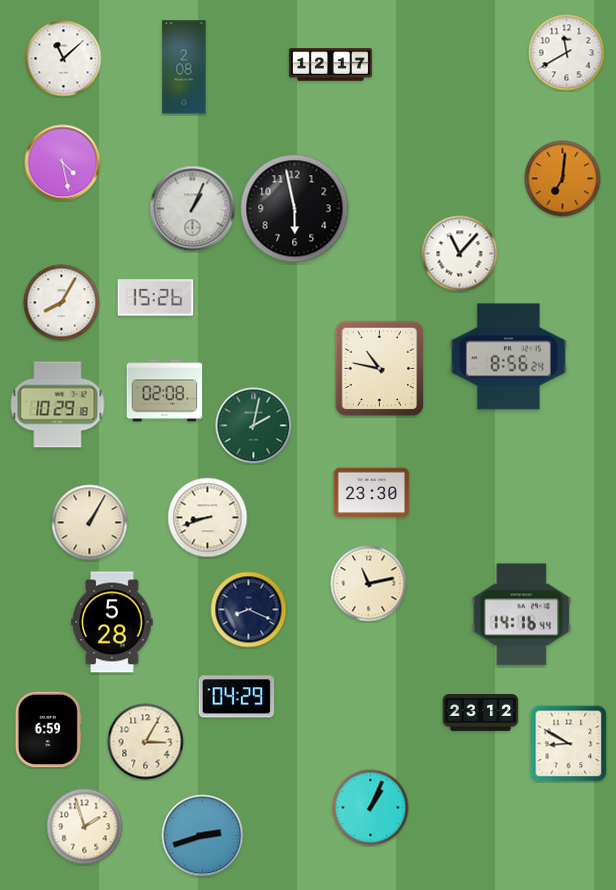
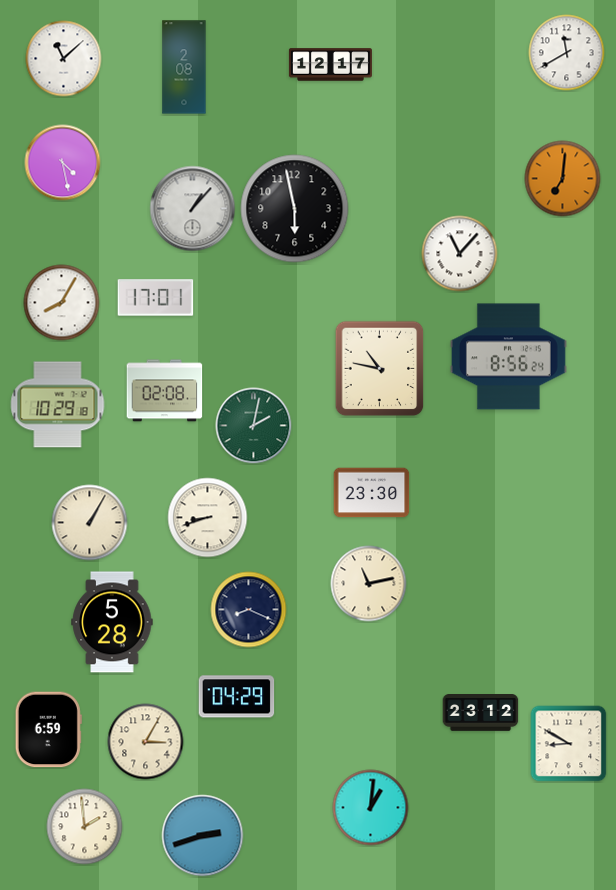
clock at (193, 209): 1:04 -> 1:07
clock at (156, 298): 15:26 -> 17:01
clock at (522, 615): 14:16 -> none
clock at (371, 808): 1:04 -> 1:01
clock at (85, 827): 1:57 -> 1:59
